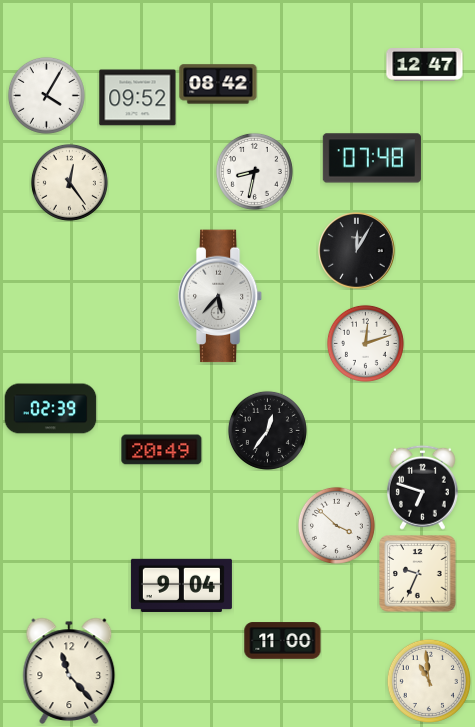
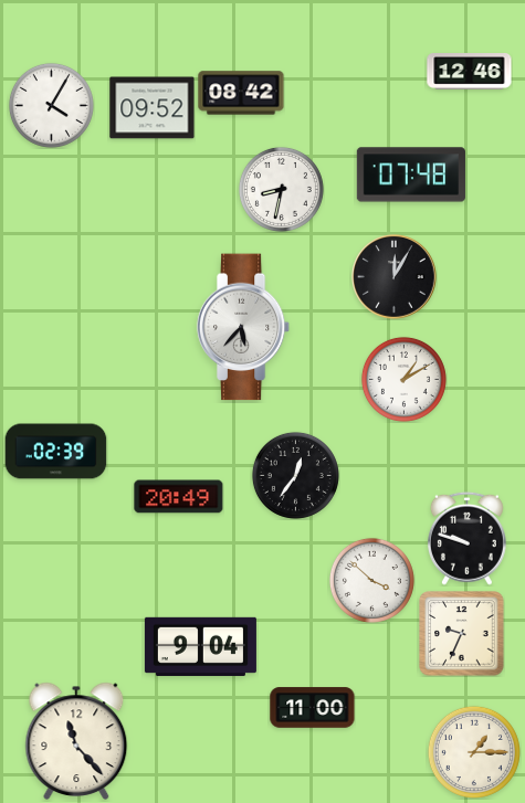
clock at (425, 65): 12:47 -> 12:46
clock at (69, 182): 12:24 -> none
clock at (365, 343): 12:12 -> 1:10
clock at (422, 487): 6:48 -> 9:48
clock at (429, 681): 10:59 -> 1:15
